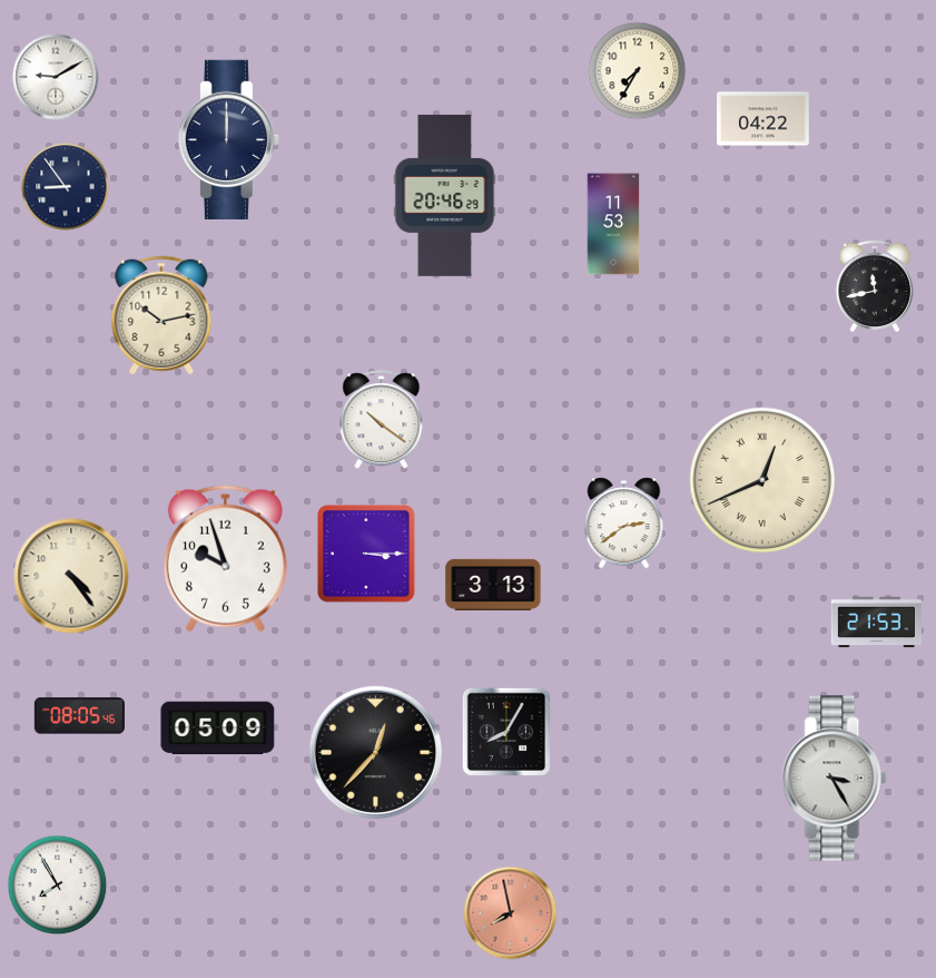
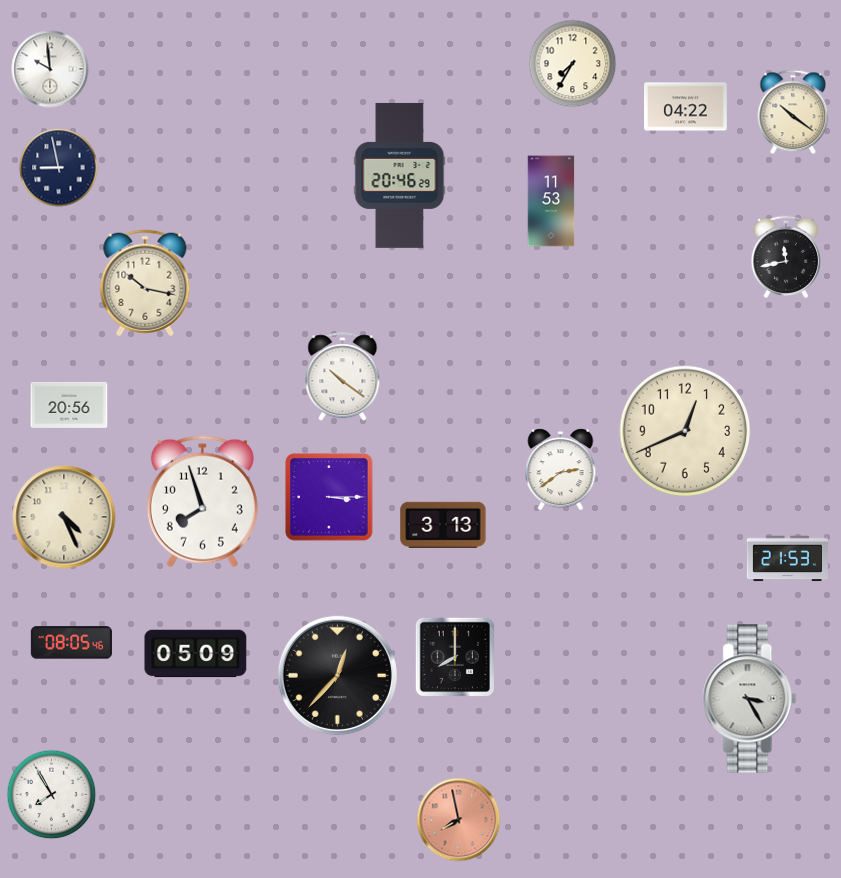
clock at (56, 77): 9:10 -> 9:59
clock at (793, 112): none -> 10:21
clock at (228, 139): 12:00 -> none
clock at (66, 187): 8:54 -> 8:58
clock at (161, 315): 10:13 -> 10:17
clock at (69, 405): none -> 20:56
clock at (762, 480) numerals: Roman -> Arabic
clock at (225, 559): 9:57 -> 7:57
clock at (71, 576): 4:24 -> 4:26
clock at (506, 732): 8:05 -> 8:00
